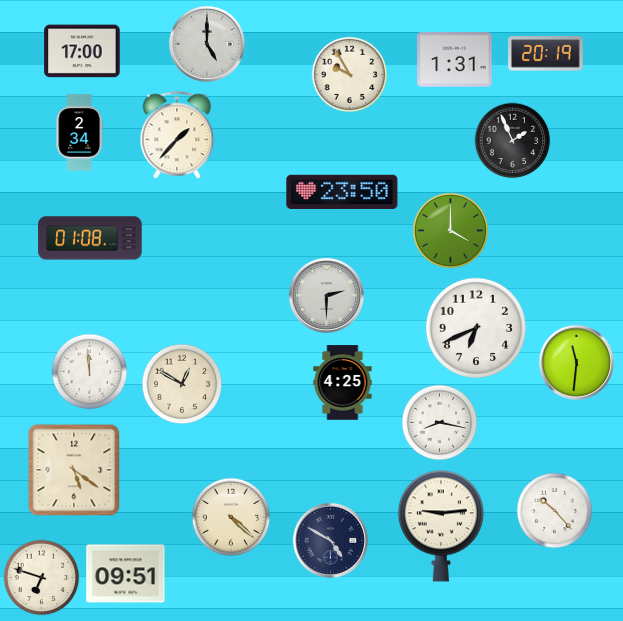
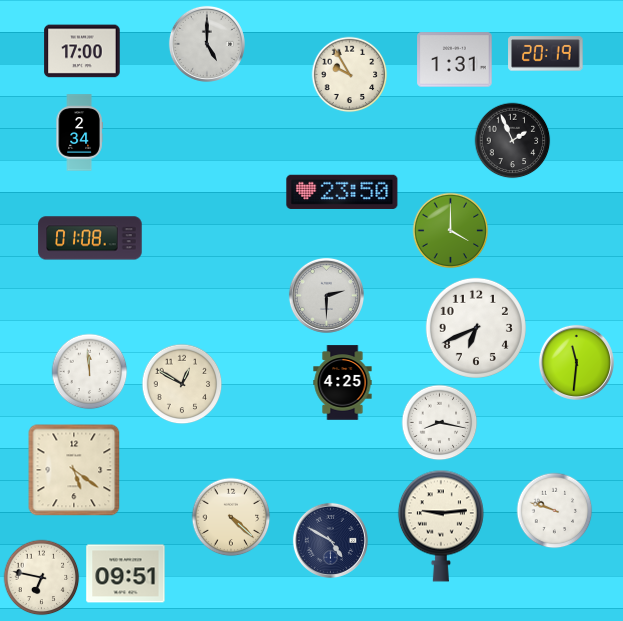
clock at (177, 136): 1:37 -> none
clock at (555, 511): 10:23 -> 9:48
clock at (42, 578): 6:48 -> 6:47
